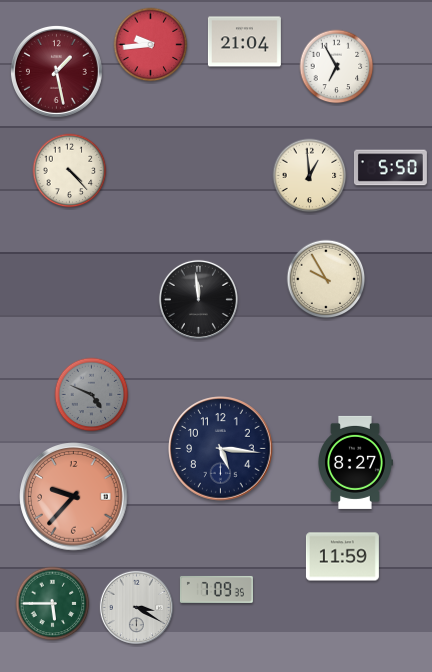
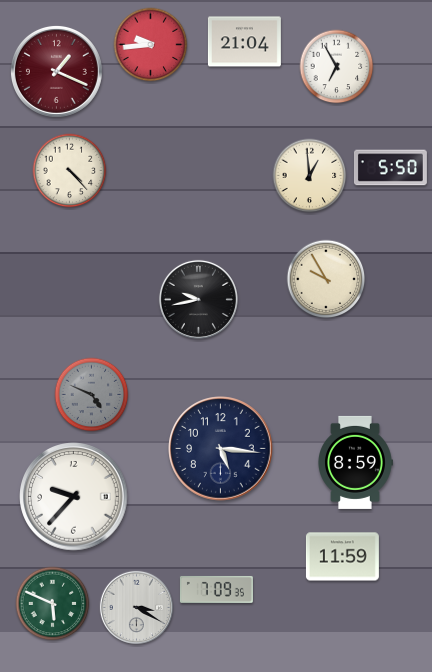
clock at (56, 71): 1:28 -> 1:19
clock at (198, 299): 11:59 -> 9:43
clock at (356, 462): 8:27 -> 8:59
clock at (74, 497) dial: salmon -> white
clock at (53, 604): 5:45 -> 5:49
